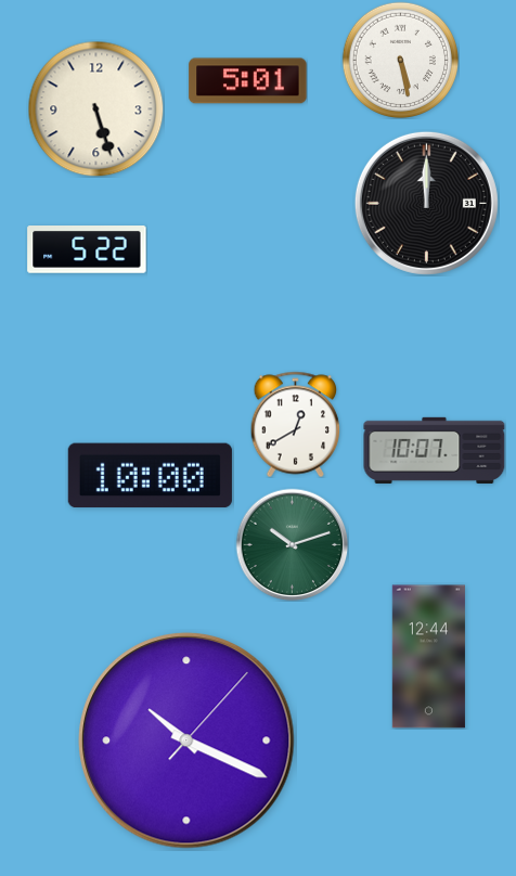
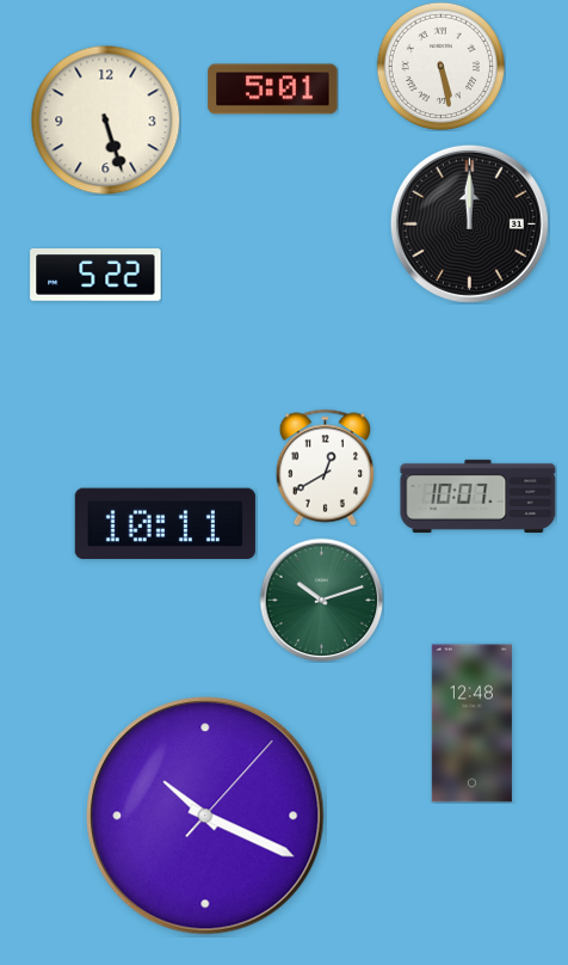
clock at (150, 476): 10:00 -> 10:11
clock at (428, 657): 12:44 -> 12:48
